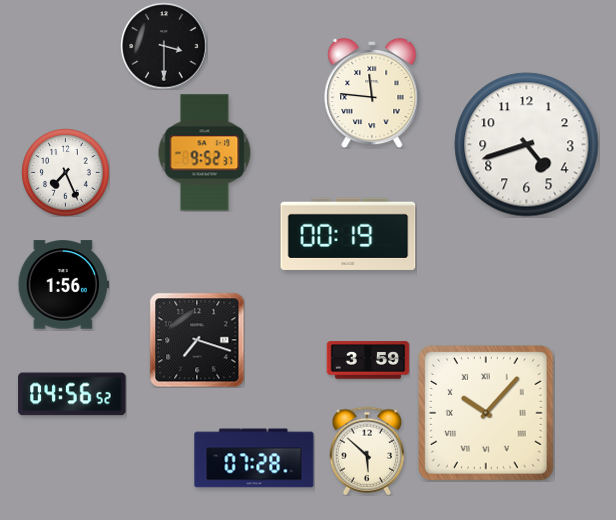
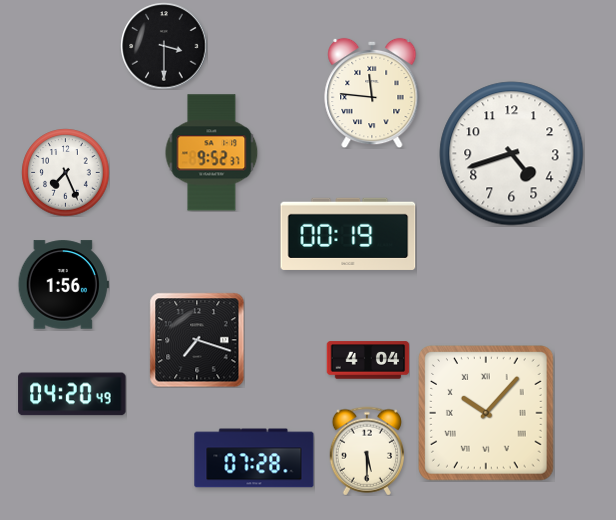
clock at (527, 145) position: (527, 145) -> (512, 154)
clock at (205, 153) position: (205, 153) -> (212, 153)
clock at (368, 360): 3:59 -> 4:04
clock at (72, 394): 04:56 -> 04:20
clock at (367, 451): 5:52 -> 5:30
